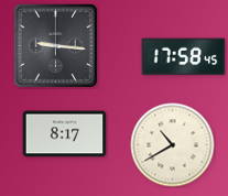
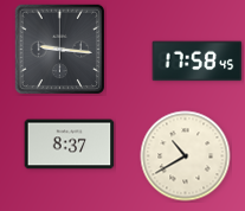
clock at (65, 134): 8:17 -> 8:37
